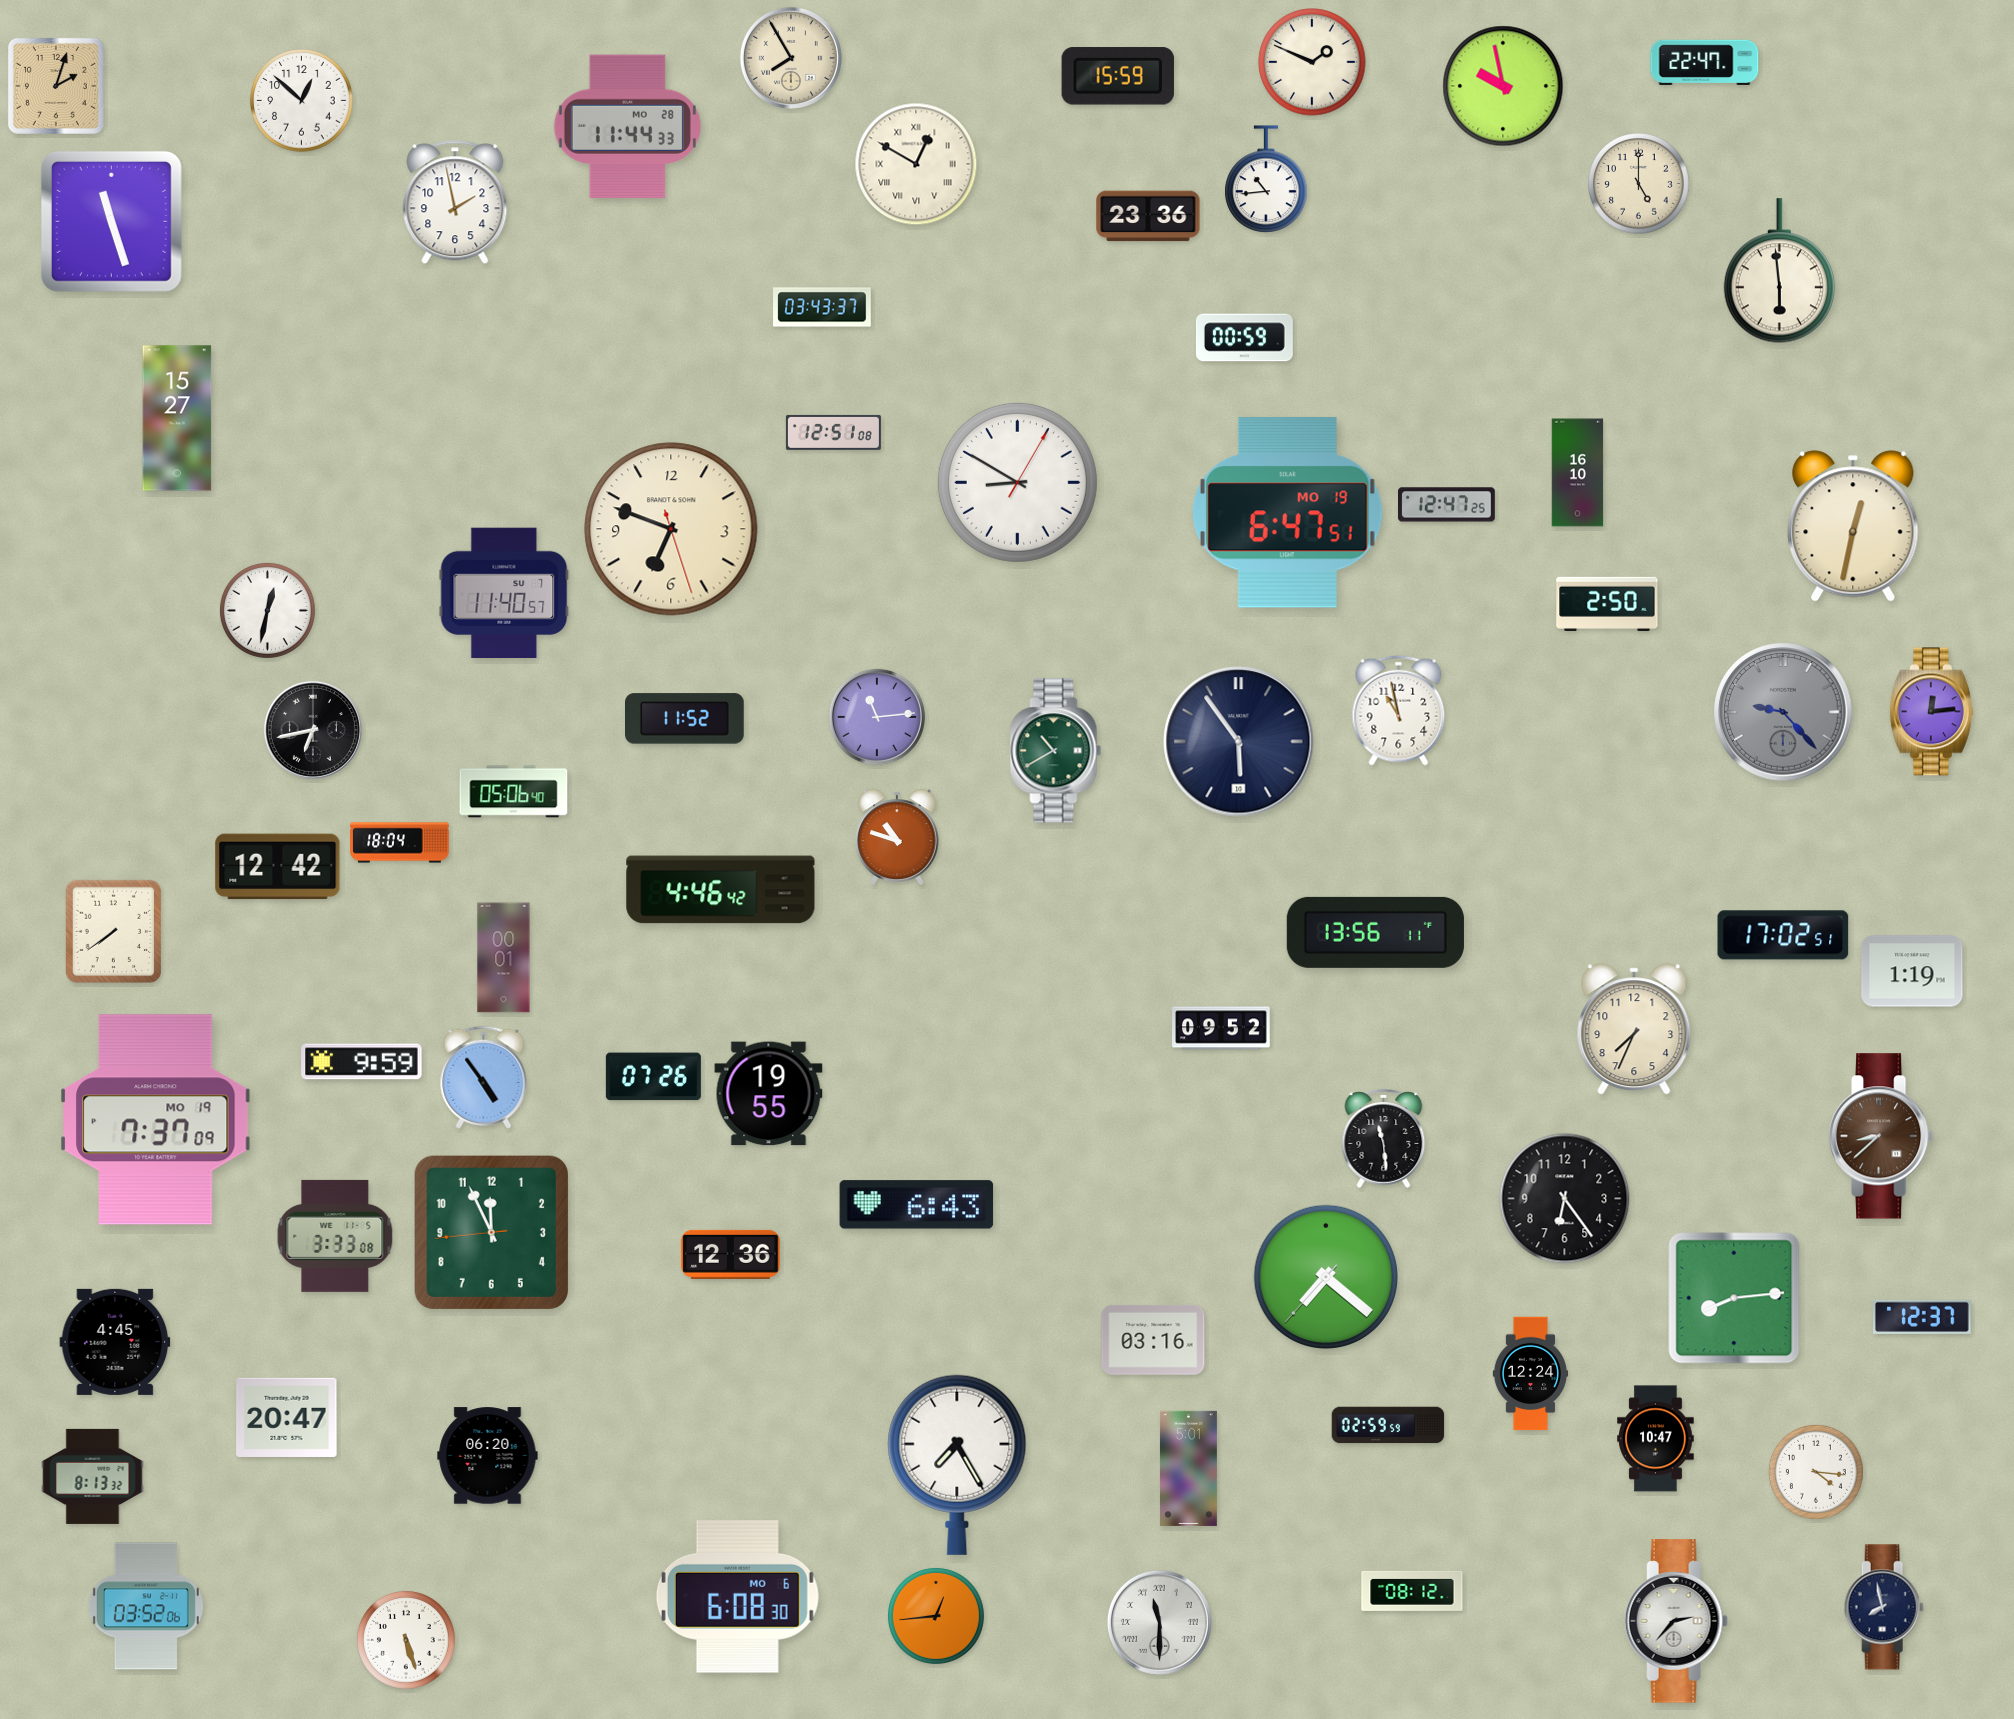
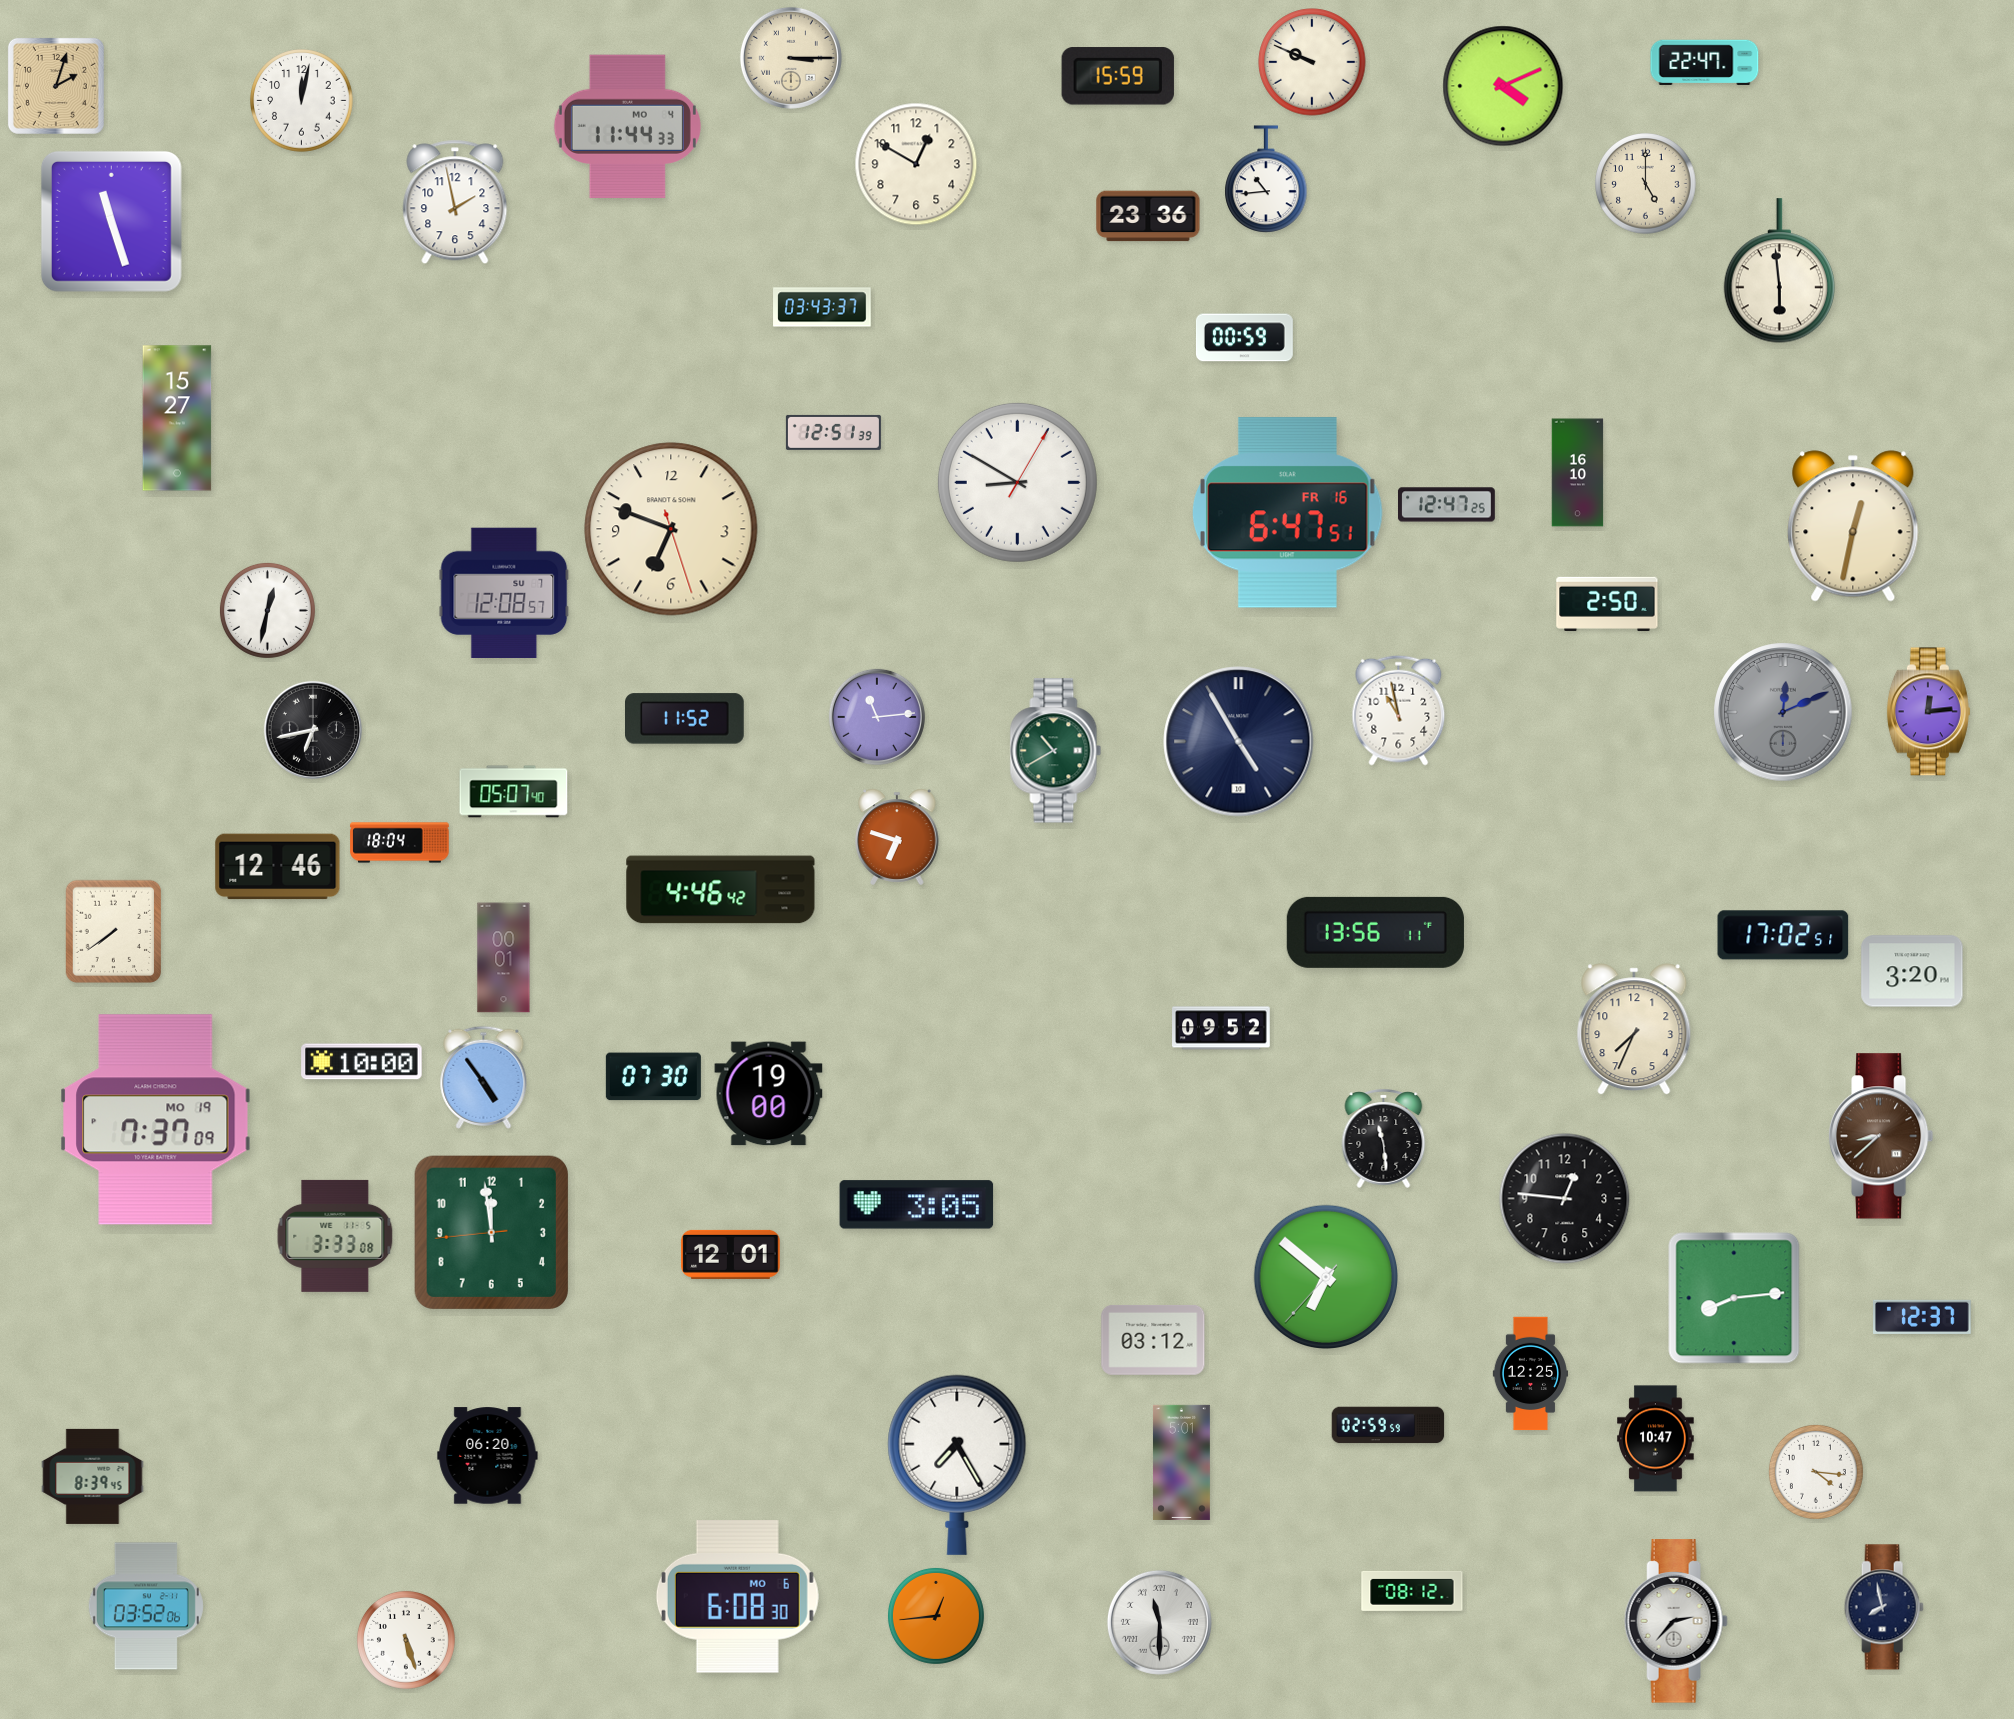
clock at (791, 58): 7:55 -> 3:15
clock at (1312, 62): 1:49 -> 9:49
clock at (1503, 86): 9:58 -> 4:11
clock at (302, 101): 12:52 -> 12:02
clock at (627, 127) date: MO 28 -> MO 4
clock at (916, 164) numerals: Roman -> Arabic
clock at (1639, 184) position: (1639, 184) -> (1646, 184)
clock at (833, 432): 12:51:08 -> 12:51:39
clock at (1288, 513) date: MO 19 -> FR 16
clock at (504, 592): 11:40 -> 12:08
clock at (1783, 712): 9:23 -> 12:11
clock at (1931, 712) position: (1931, 712) -> (1928, 712)
clock at (1239, 742): 5:54 -> 4:55
clock at (514, 792): 05:06 -> 05:07
clock at (897, 837): 10:48 -> 6:48
clock at (278, 867): 12:42 -> 12:46
clock at (1912, 971): 1:19 -> 3:20
clock at (362, 1062): 9:59 -> 10:00
clock at (653, 1077): 07:26 -> 07:30
clock at (769, 1094): 19:55 -> 19:00
clock at (1565, 1199): 6:24 -> 12:46
clock at (917, 1205): 6:43 -> 3:05
clock at (491, 1232): 11:55 -> 11:58
clock at (731, 1254): 12:36 -> 12:01
clock at (1325, 1276): 7:21 -> 6:51
clock at (1153, 1340): 03:16 -> 03:12
clock at (115, 1342): 4:45 -> none
clock at (1530, 1374): 12:24 -> 12:25
clock at (287, 1417): 20:47 -> none
clock at (1188, 1468) position: (1188, 1468) -> (1181, 1462)
clock at (93, 1476): 8:13 -> 8:39
